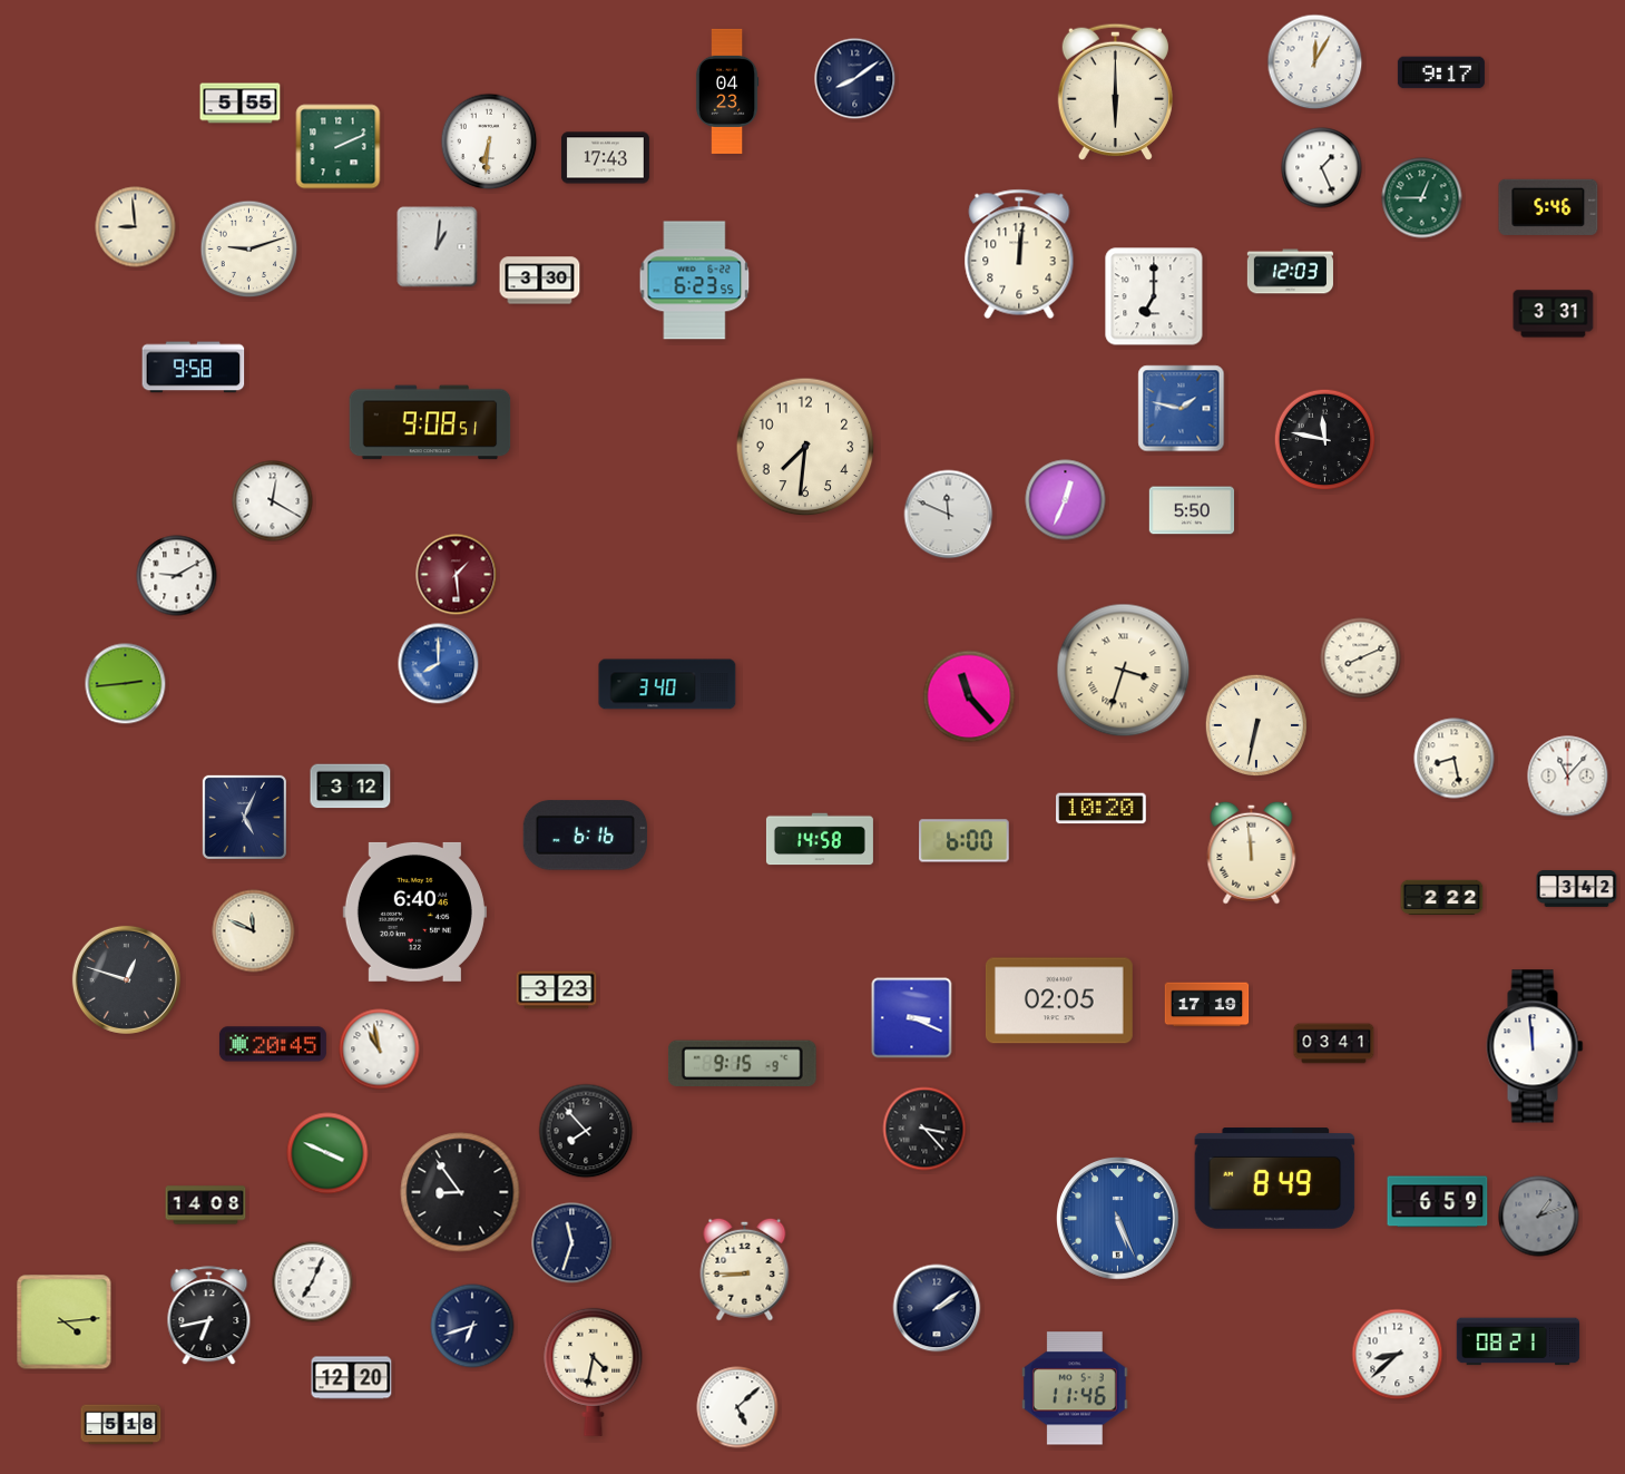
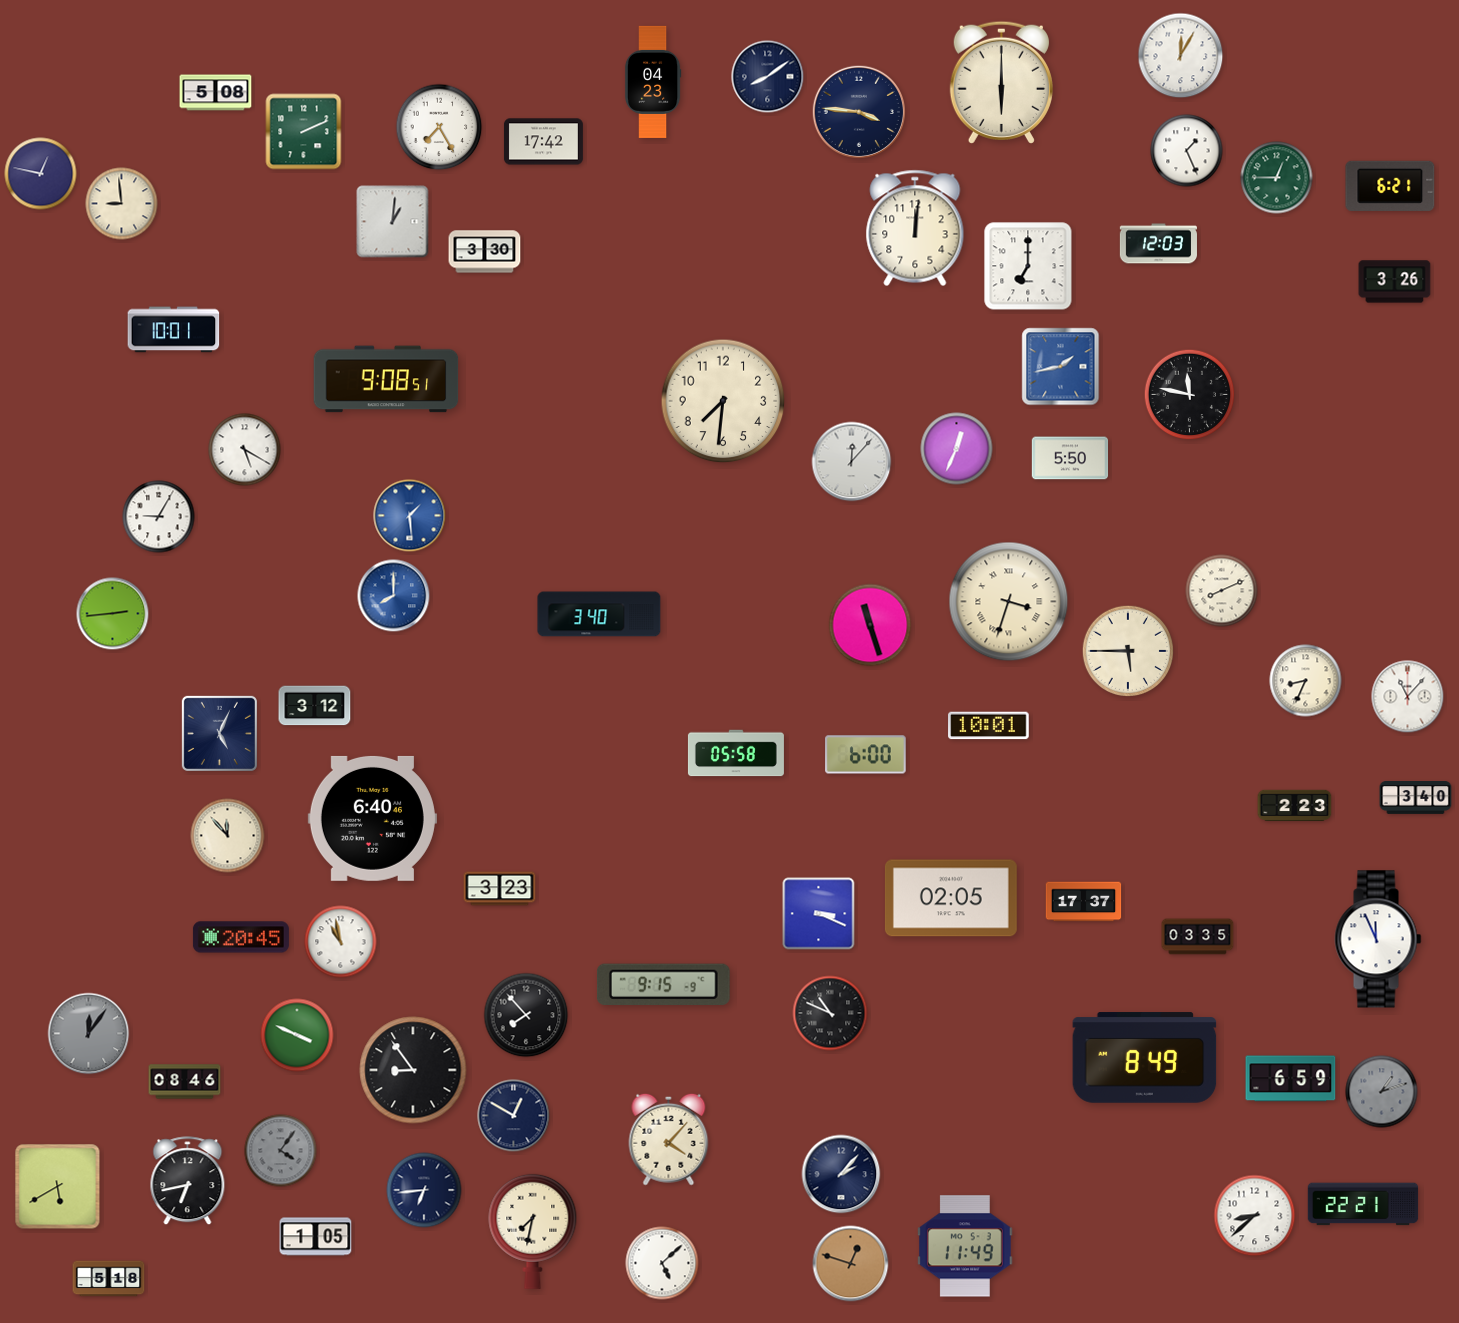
clock at (1441, 72): 9:17 -> none
clock at (855, 79) position: (855, 79) -> (768, 77)
clock at (241, 104): 5:55 -> 5:08
clock at (858, 111): none -> 3:46
clock at (489, 141): 6:31 -> 7:25
clock at (605, 158): 17:43 -> 17:42
clock at (41, 174): none -> 12:47
clock at (1548, 207): 5:46 -> 6:21
clock at (249, 250): 9:12 -> none
clock at (695, 281): 6:23 -> none
clock at (1154, 296) position: (1154, 296) -> (1028, 266)
clock at (1554, 314): 3:31 -> 3:26
clock at (194, 368): 9:58 -> 10:01
clock at (1182, 409): 1:47 -> 1:43
clock at (273, 501): 12:20 -> 5:20
clock at (949, 515): 11:49 -> 12:07
clock at (457, 575) dial: burgundy -> blue
clock at (177, 576): 9:10 -> 9:05
clock at (969, 696): 11:23 -> 11:27
clock at (1255, 724): 6:32 -> 5:45
clock at (1455, 759): 8:28 -> 8:34
clock at (1102, 809): 10:20 -> 10:01
clock at (585, 836): 6:16 -> none
clock at (820, 839): 14:58 -> 05:58
clock at (1252, 852): 11:59 -> none
clock at (1577, 889): 3:42 -> 3:40
clock at (1442, 898): 2:22 -> 2:23
clock at (254, 931): 11:49 -> 11:53
clock at (126, 979): 12:48 -> none
clock at (1207, 1005): 17:19 -> 17:37
clock at (273, 1044) position: (273, 1044) -> (241, 937)
clock at (1334, 1044): 03:41 -> 03:35
clock at (1535, 1046): 11:59 -> 11:56
clock at (742, 1063) position: (742, 1063) -> (663, 984)
clock at (924, 1129): 3:23 -> 10:49
clock at (89, 1034): none -> 12:06
clock at (327, 1153) position: (327, 1153) -> (297, 1035)
clock at (206, 1205): 14:08 -> 08:46
clock at (1118, 1219): 5:26 -> none
clock at (572, 1243): 11:33 -> 12:50
clock at (745, 1269): 8:45 -> 4:07
clock at (313, 1282): 7:04 -> 4:06
clock at (313, 1282) dial: white -> grey
clock at (937, 1308): 2:09 -> 2:07
clock at (65, 1322): 4:14 -> 5:40
clock at (472, 1326): 6:42 -> 6:44
clock at (1518, 1341): 08:21 -> 22:21
clock at (594, 1371): 4:32 -> 7:32
clock at (352, 1378): 12:20 -> 1:05
clock at (1075, 1388): 11:46 -> 11:49
clock at (851, 1264): none -> 12:48
